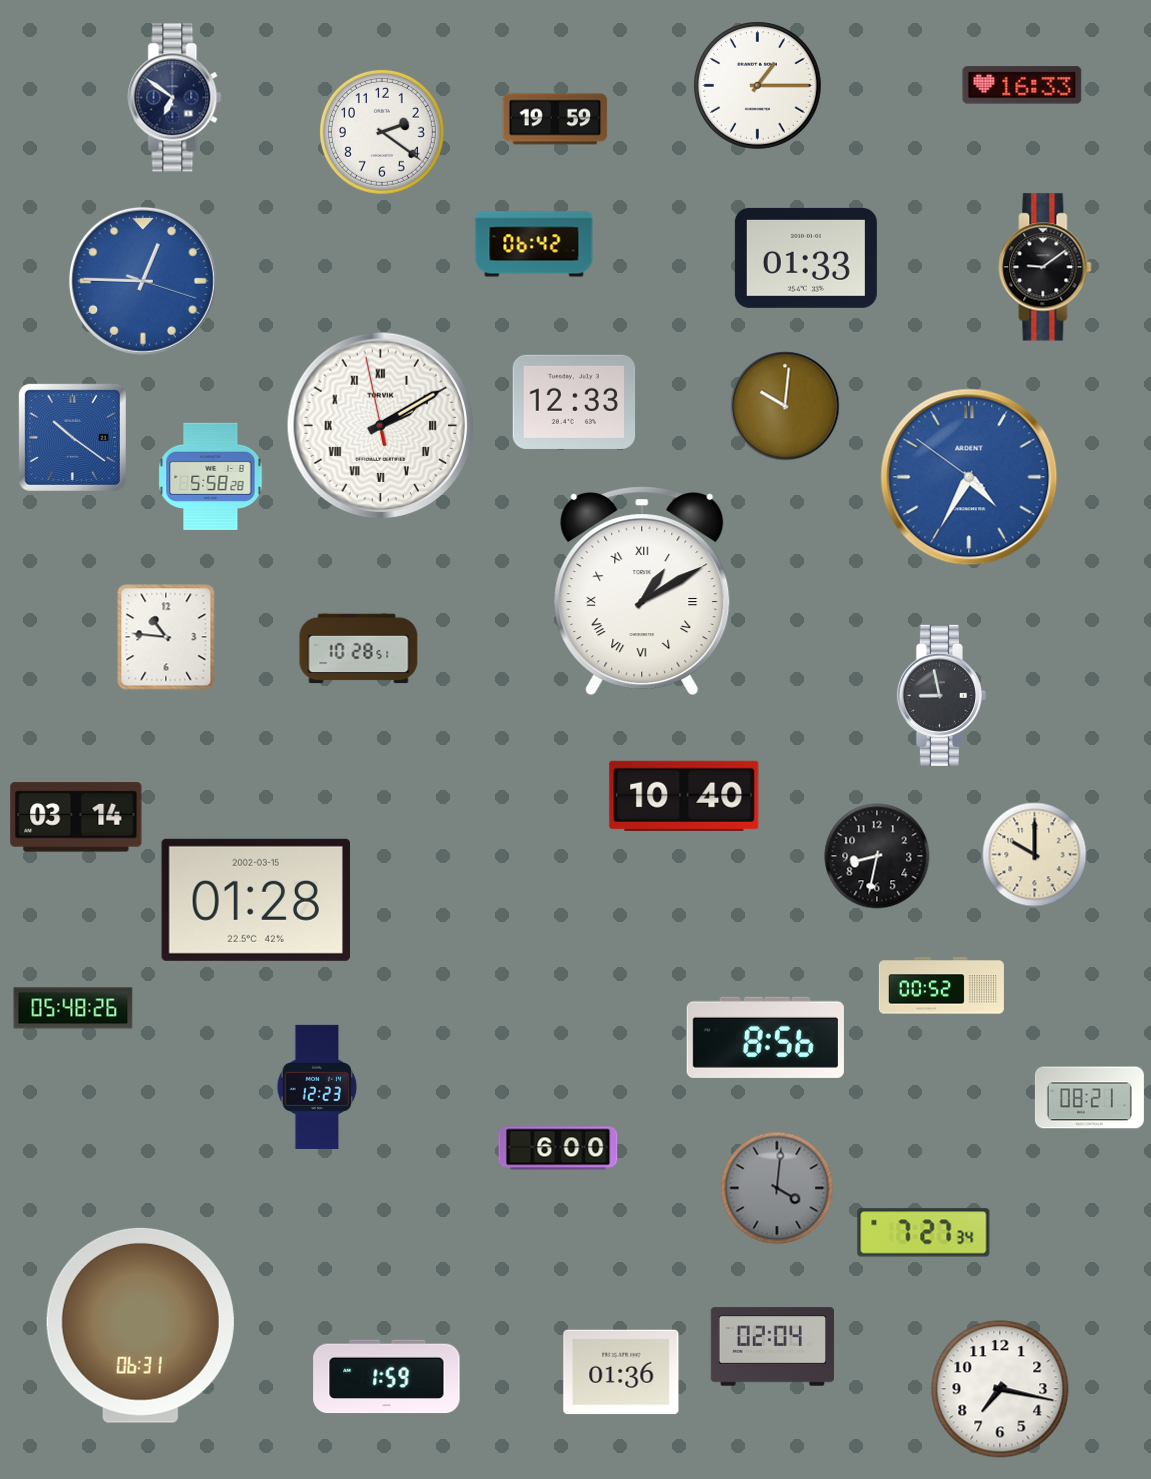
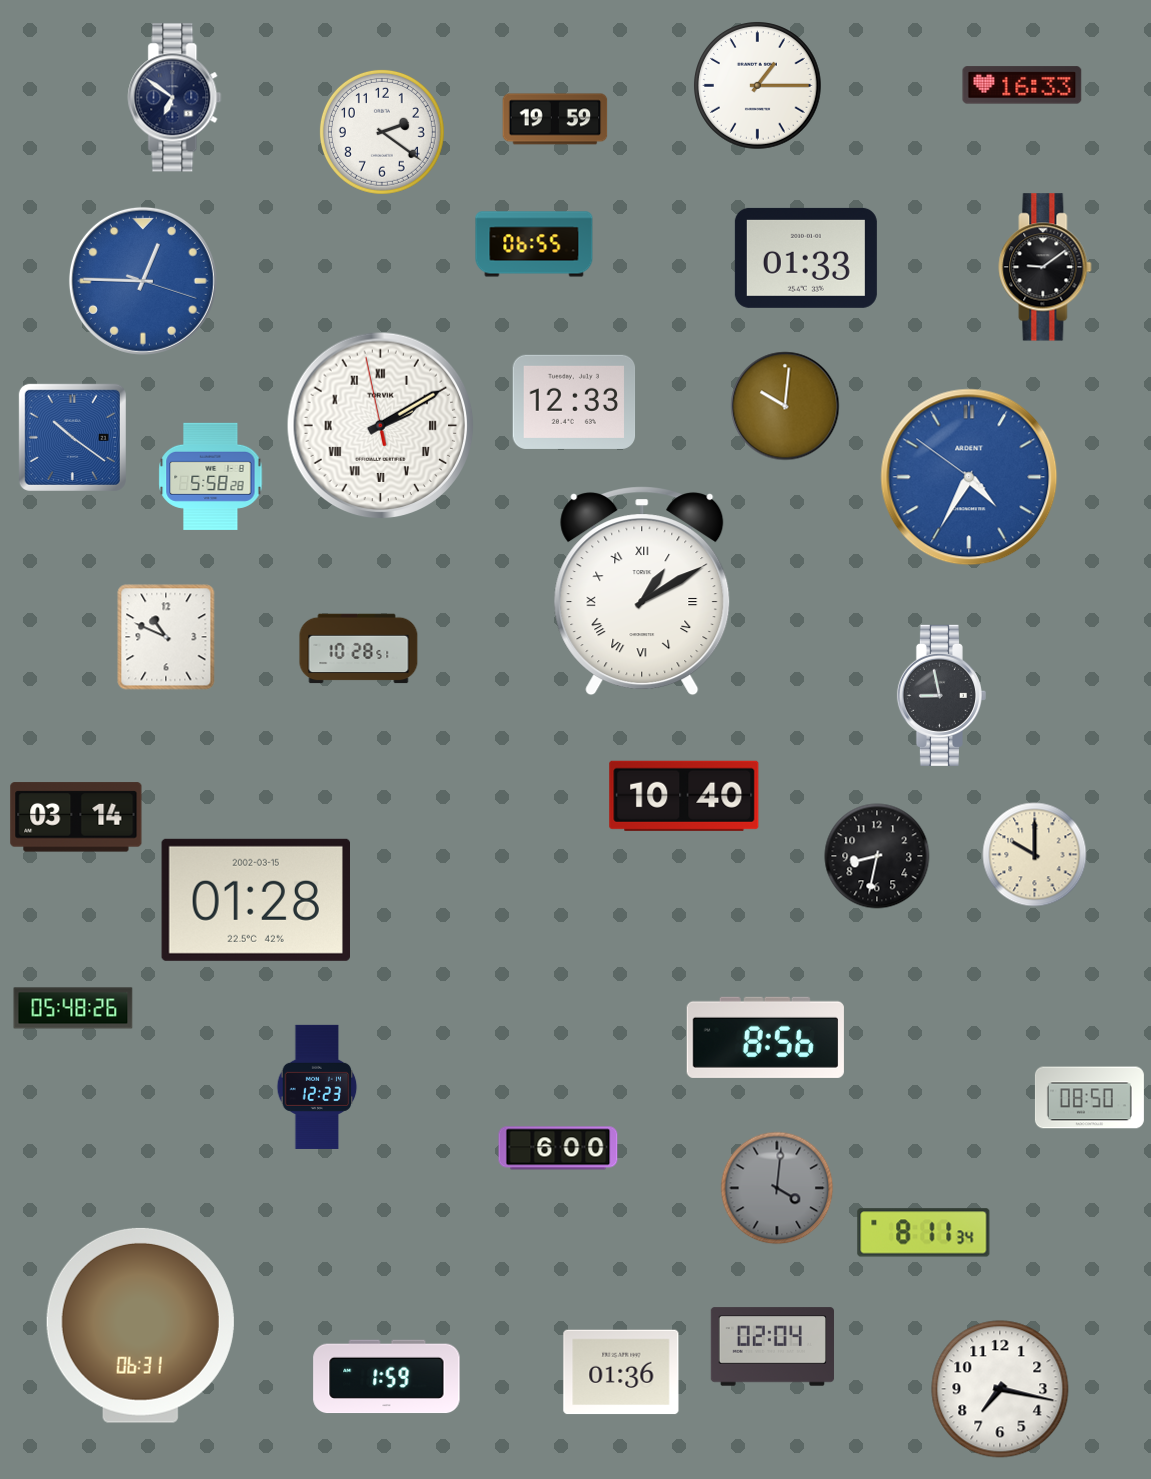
clock at (534, 244): 06:42 -> 06:55
clock at (166, 637): 10:46 -> 10:49
clock at (941, 986): 00:52 -> none
clock at (1089, 1098): 08:21 -> 08:50
clock at (924, 1233): 7:27 -> 8:11
